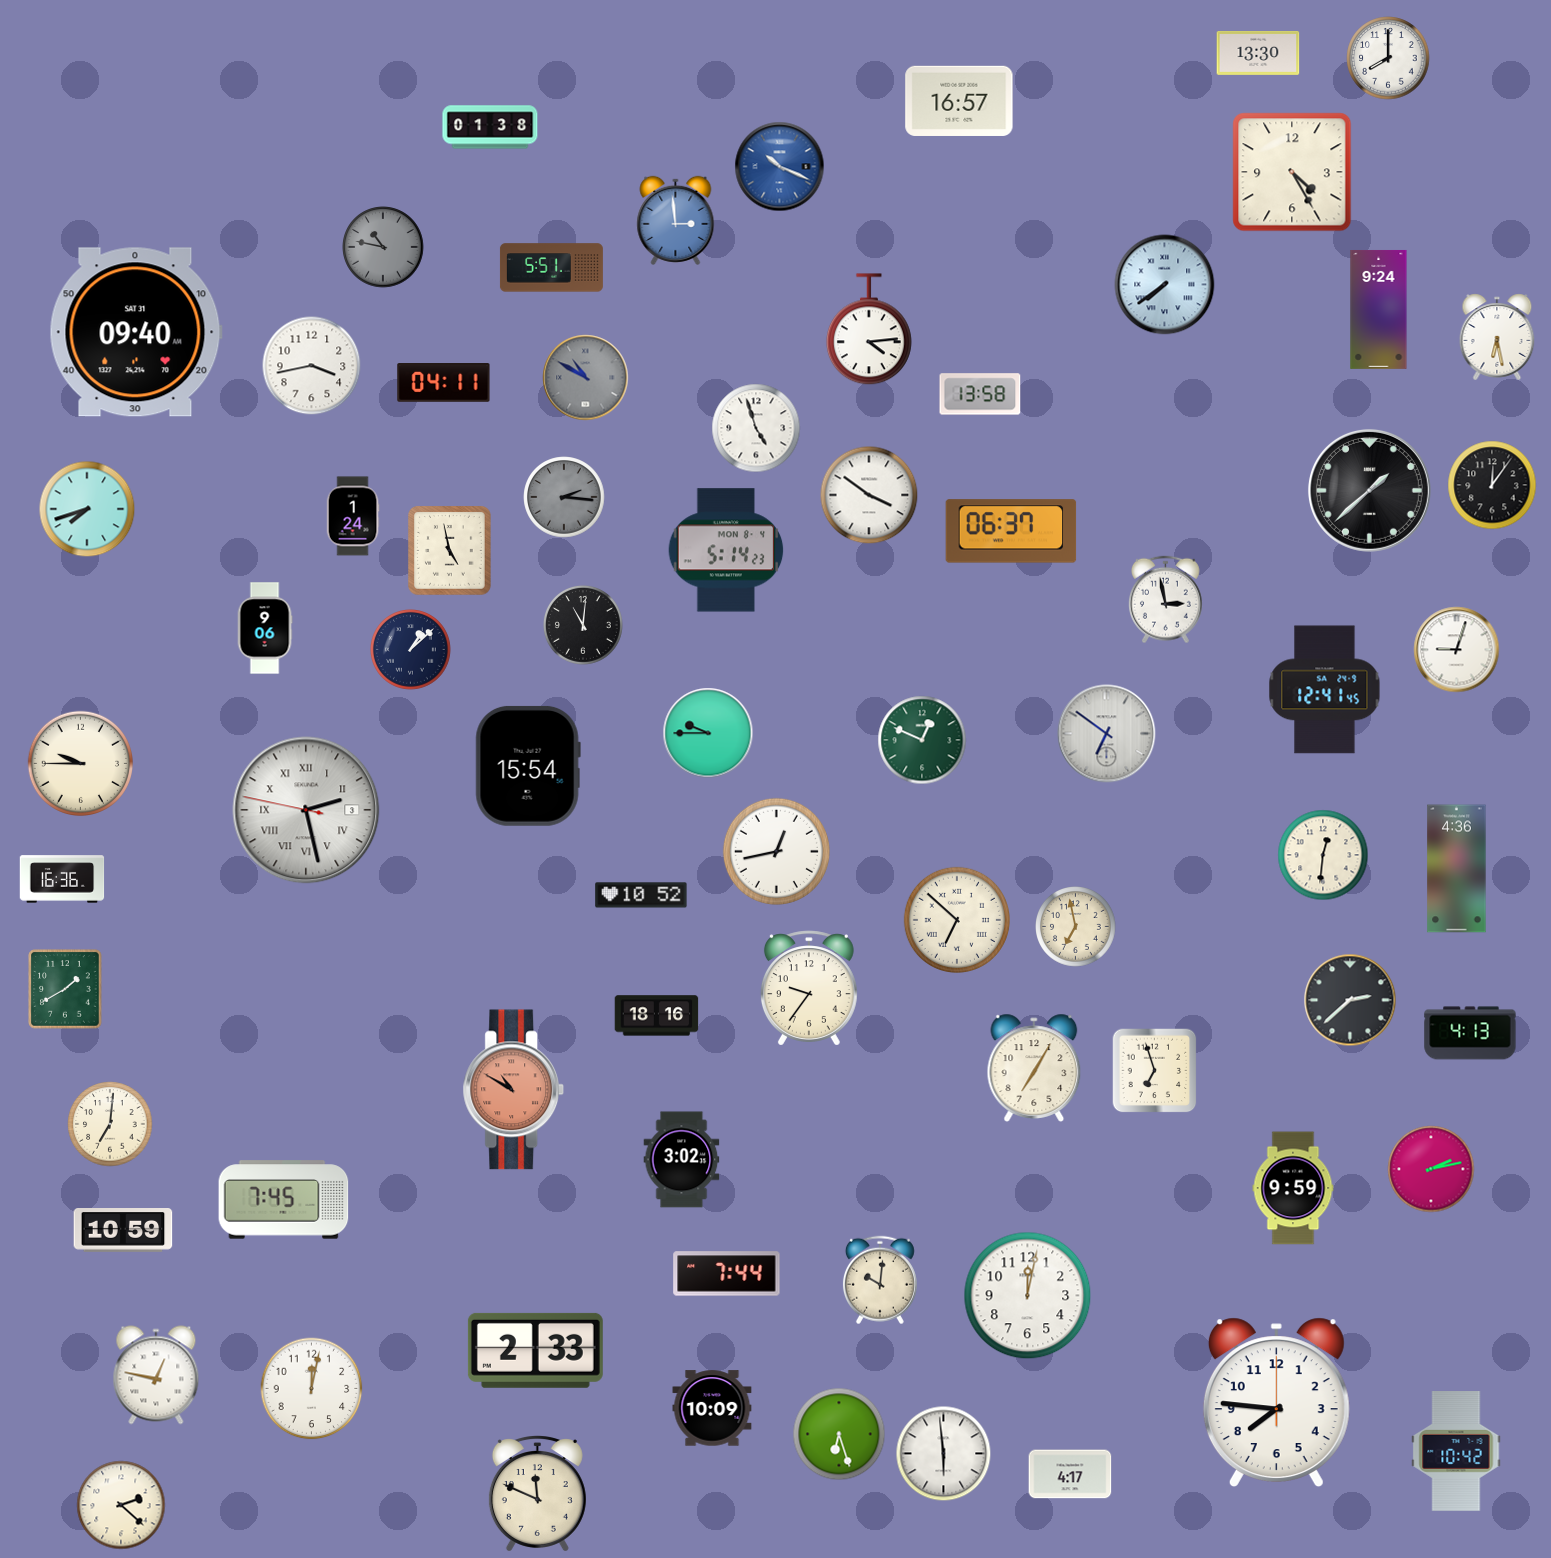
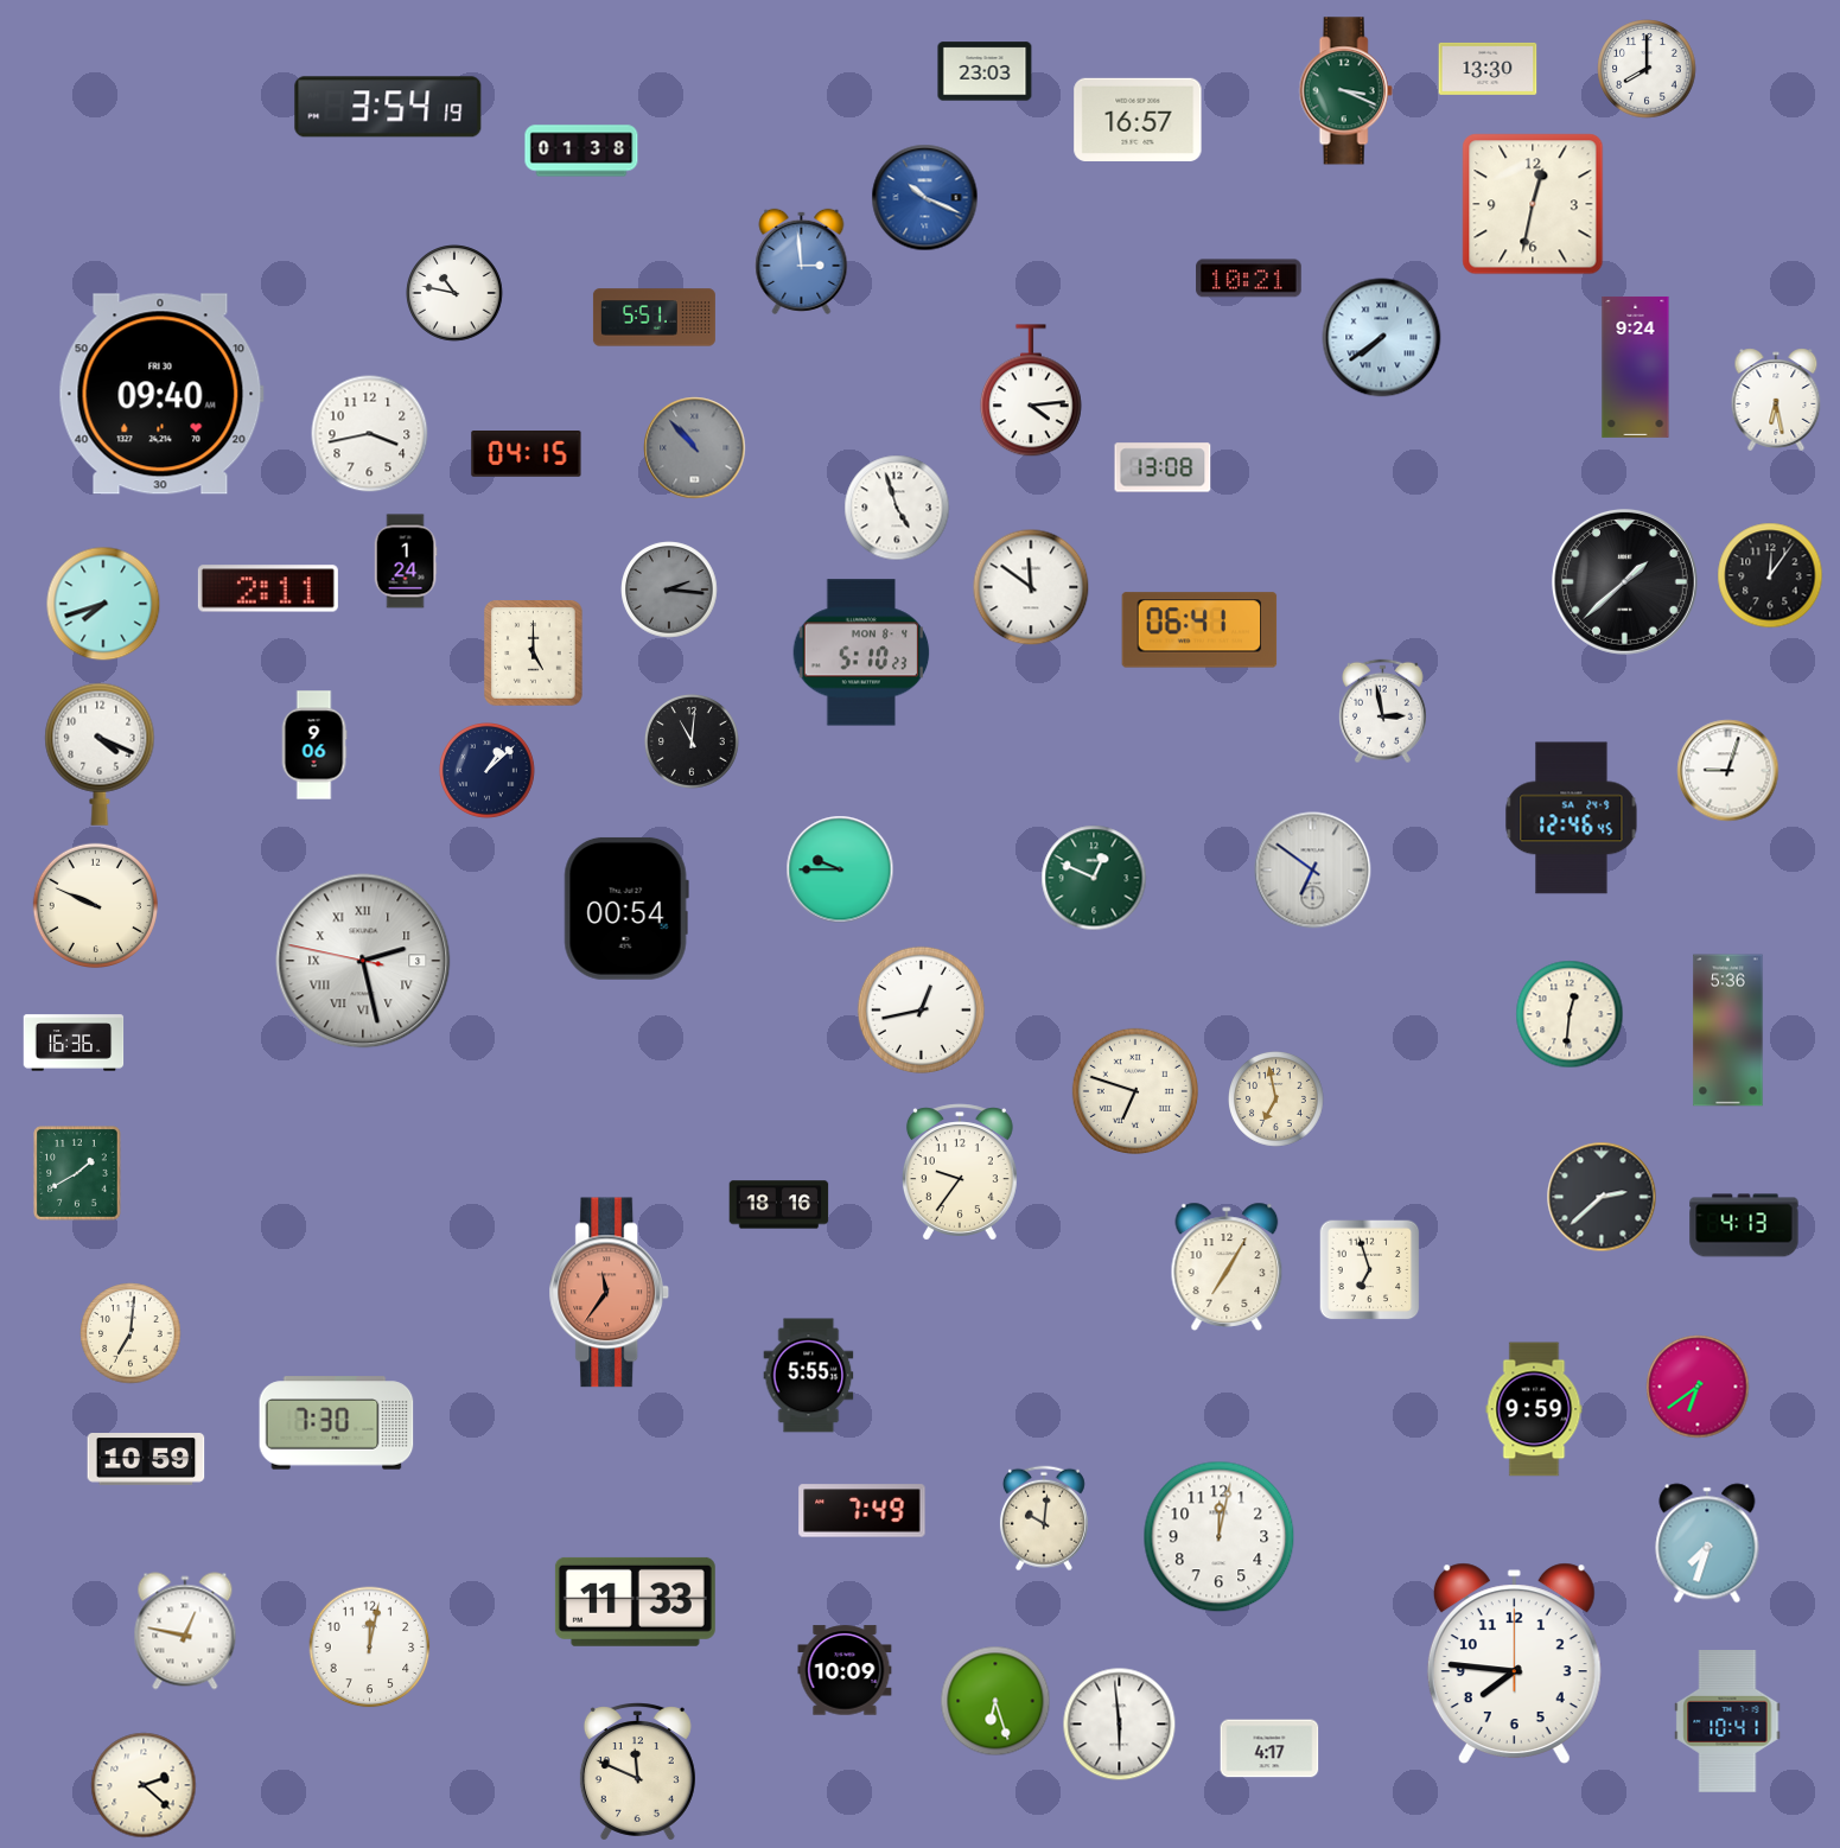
clock at (1258, 53) position: (1258, 53) -> (1488, 69)
clock at (985, 71): none -> 23:03
clock at (1345, 91): none -> 3:19
clock at (388, 107): none -> 3:54
clock at (1292, 172): 4:25 -> 12:32
clock at (1249, 279): none -> 10:21
clock at (383, 247) dial: grey -> white
clock at (136, 332) date: SAT 31 -> FRI 30
clock at (586, 378): 10:50 -> 10:53
clock at (444, 383): 04:11 -> 04:15
clock at (980, 394): 13:58 -> 13:08
clock at (869, 495): 3:51 -> 11:51
clock at (268, 588): none -> 2:11
clock at (353, 516) position: (353, 516) -> (406, 561)
clock at (1011, 531): 06:37 -> 06:41
clock at (726, 550): 5:14 -> 5:10
clock at (450, 551): 4:58 -> 5:00
clock at (100, 754): none -> 4:19
clock at (1325, 690): 12:41 -> 12:46
clock at (80, 763): 9:45 -> 9:49
clock at (528, 766): 15:54 -> 00:54
clock at (1457, 869): 4:36 -> 5:36
clock at (641, 895): 10:52 -> none
clock at (957, 920): 6:52 -> 6:48
clock at (1350, 1000) position: (1350, 1000) -> (1602, 1197)
clock at (514, 1090): 10:50 -> 11:36
clock at (682, 1160): 3:02 -> 5:55
clock at (1431, 1169): 2:13 -> 6:39
clock at (284, 1200): 7:45 -> 7:30
clock at (727, 1274): 7:44 -> 7:49
clock at (1707, 1543): none -> 7:33
clock at (535, 1350): 2:33 -> 11:33
clock at (1456, 1452): 10:42 -> 10:41
